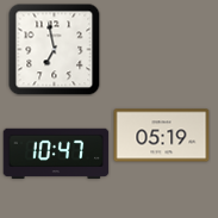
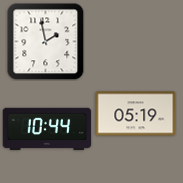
clock at (54, 49): 6:58 -> 1:58
clock at (56, 154): 10:47 -> 10:44
